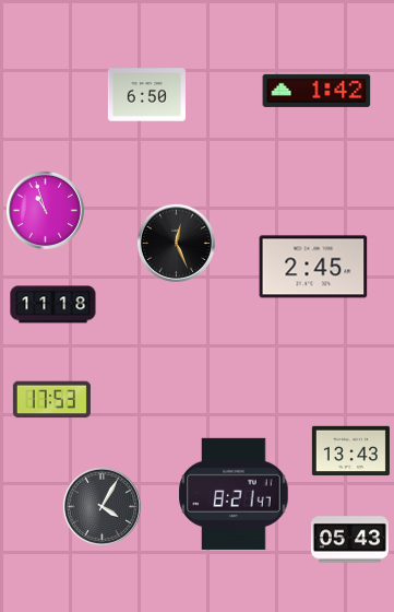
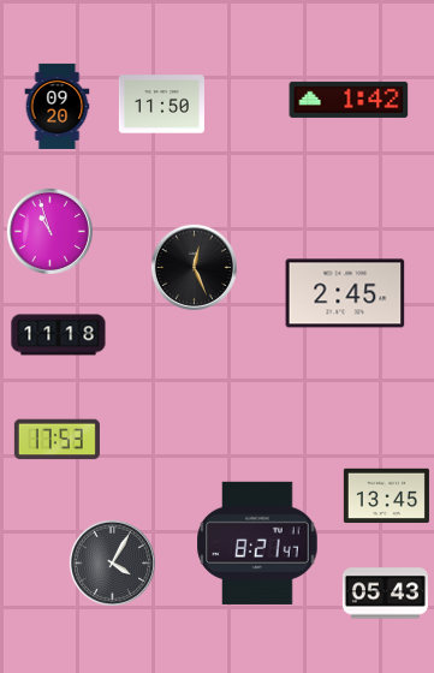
clock at (146, 95): 6:50 -> 11:50
clock at (58, 106): none -> 09:20
clock at (350, 451): 13:43 -> 13:45
clock at (102, 506) position: (102, 506) -> (112, 562)
